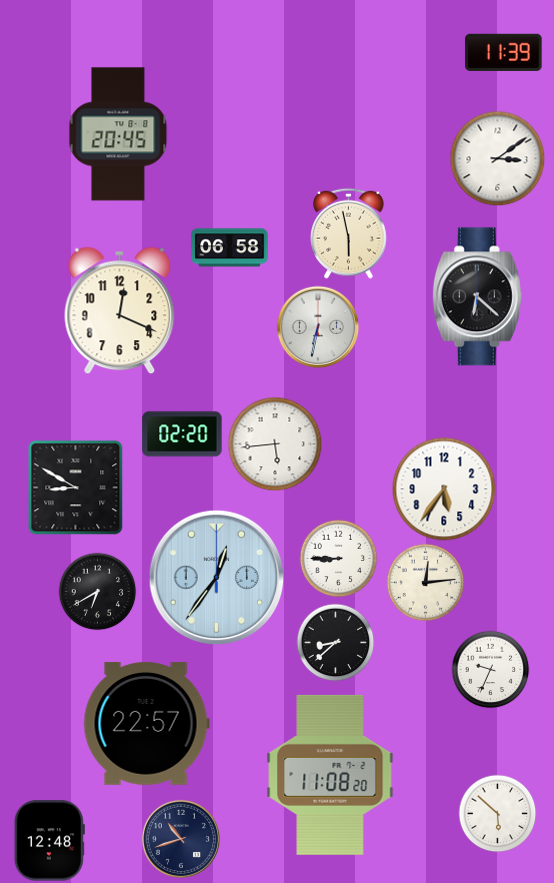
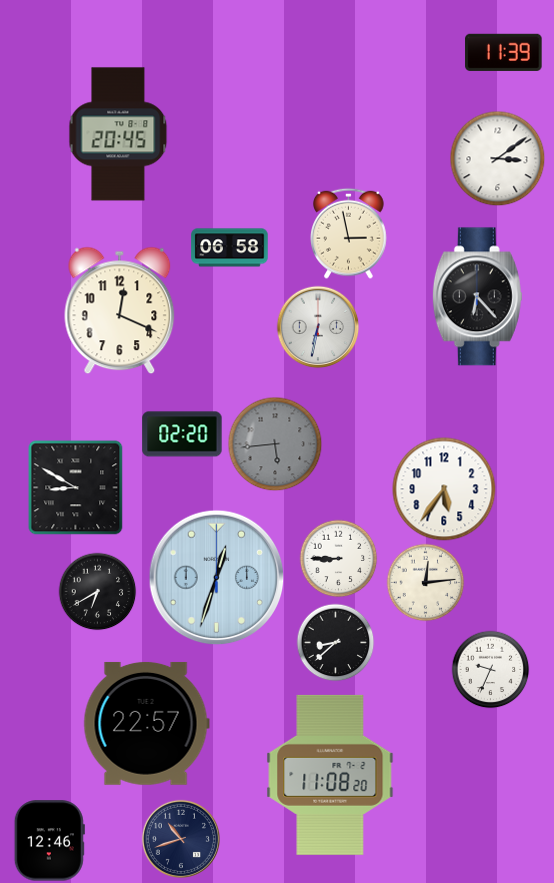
clock at (349, 233): 5:58 -> 2:58
clock at (477, 297): 6:22 -> 6:23
clock at (275, 444) dial: white -> grey
clock at (217, 578): 12:36 -> 12:33
clock at (497, 813): 5:52 -> none
clock at (49, 841): 12:48 -> 12:46
